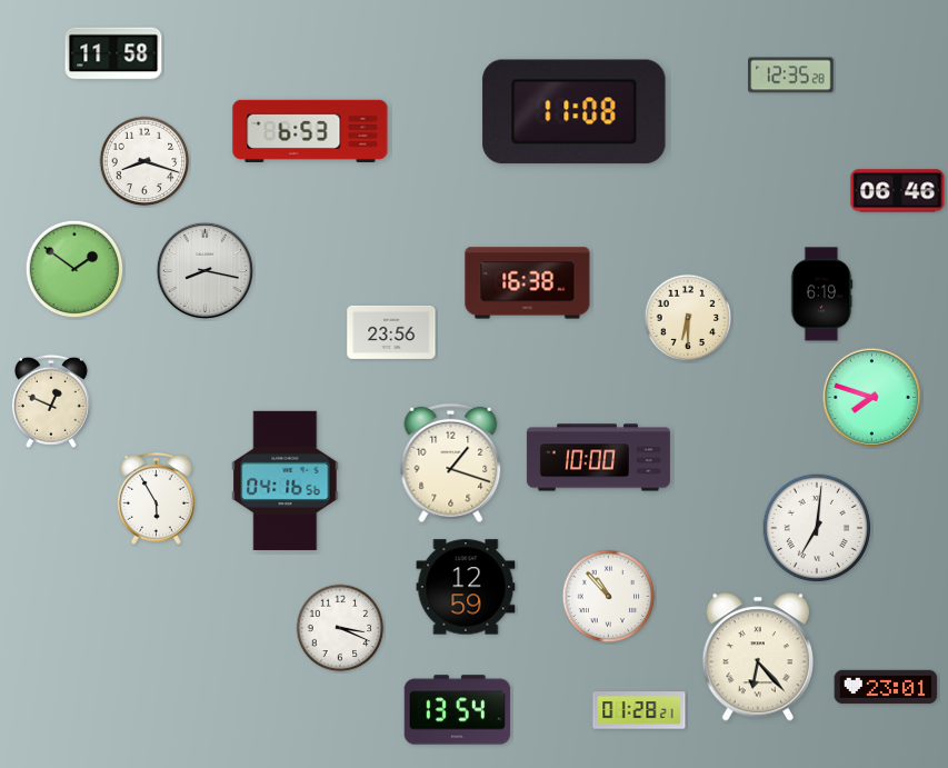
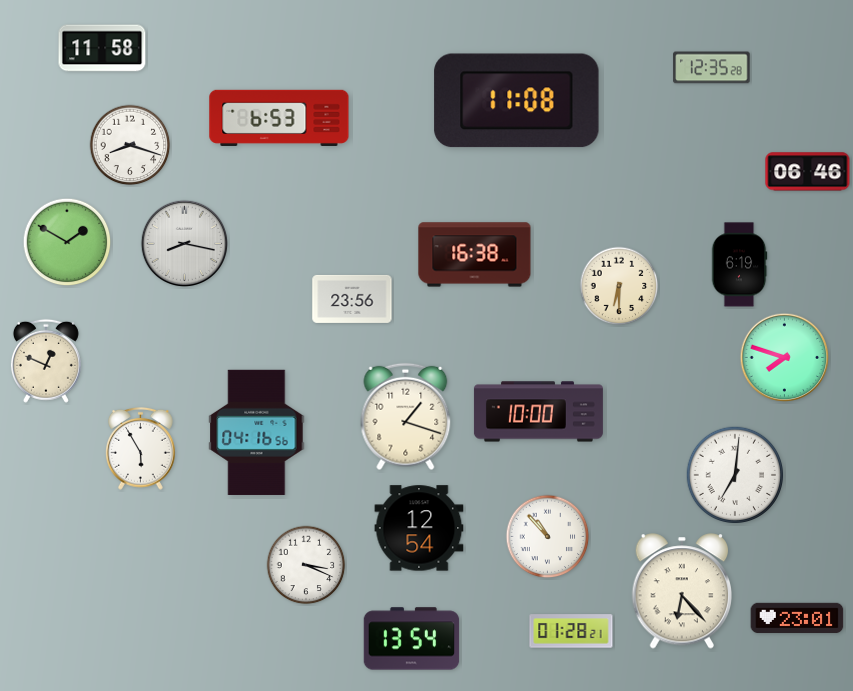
clock at (74, 269): 1:51 -> 1:50
clock at (466, 587): 12:59 -> 12:54
clock at (639, 710) position: (639, 710) -> (571, 631)
